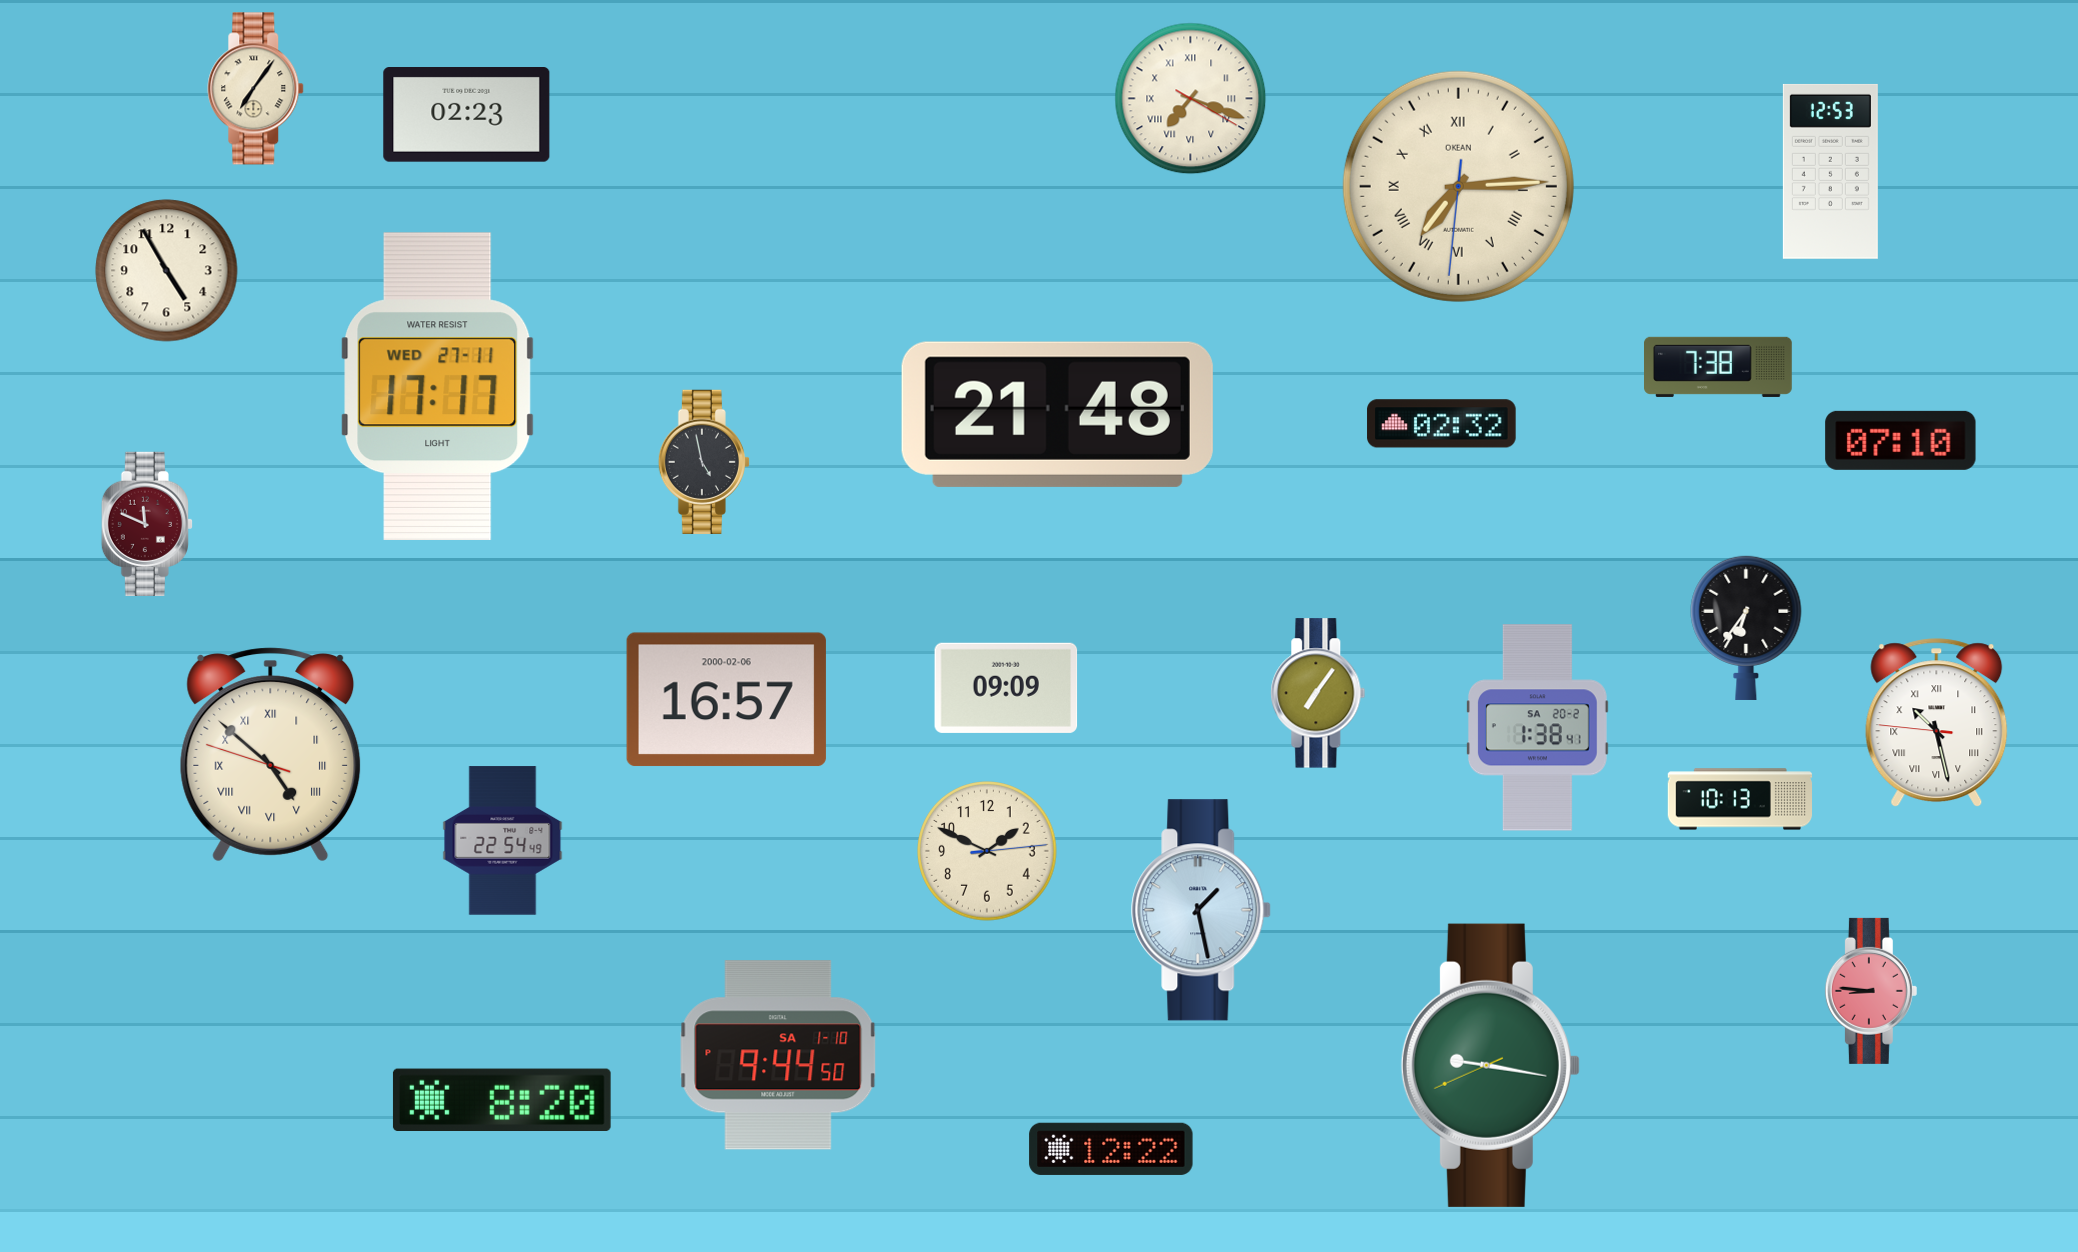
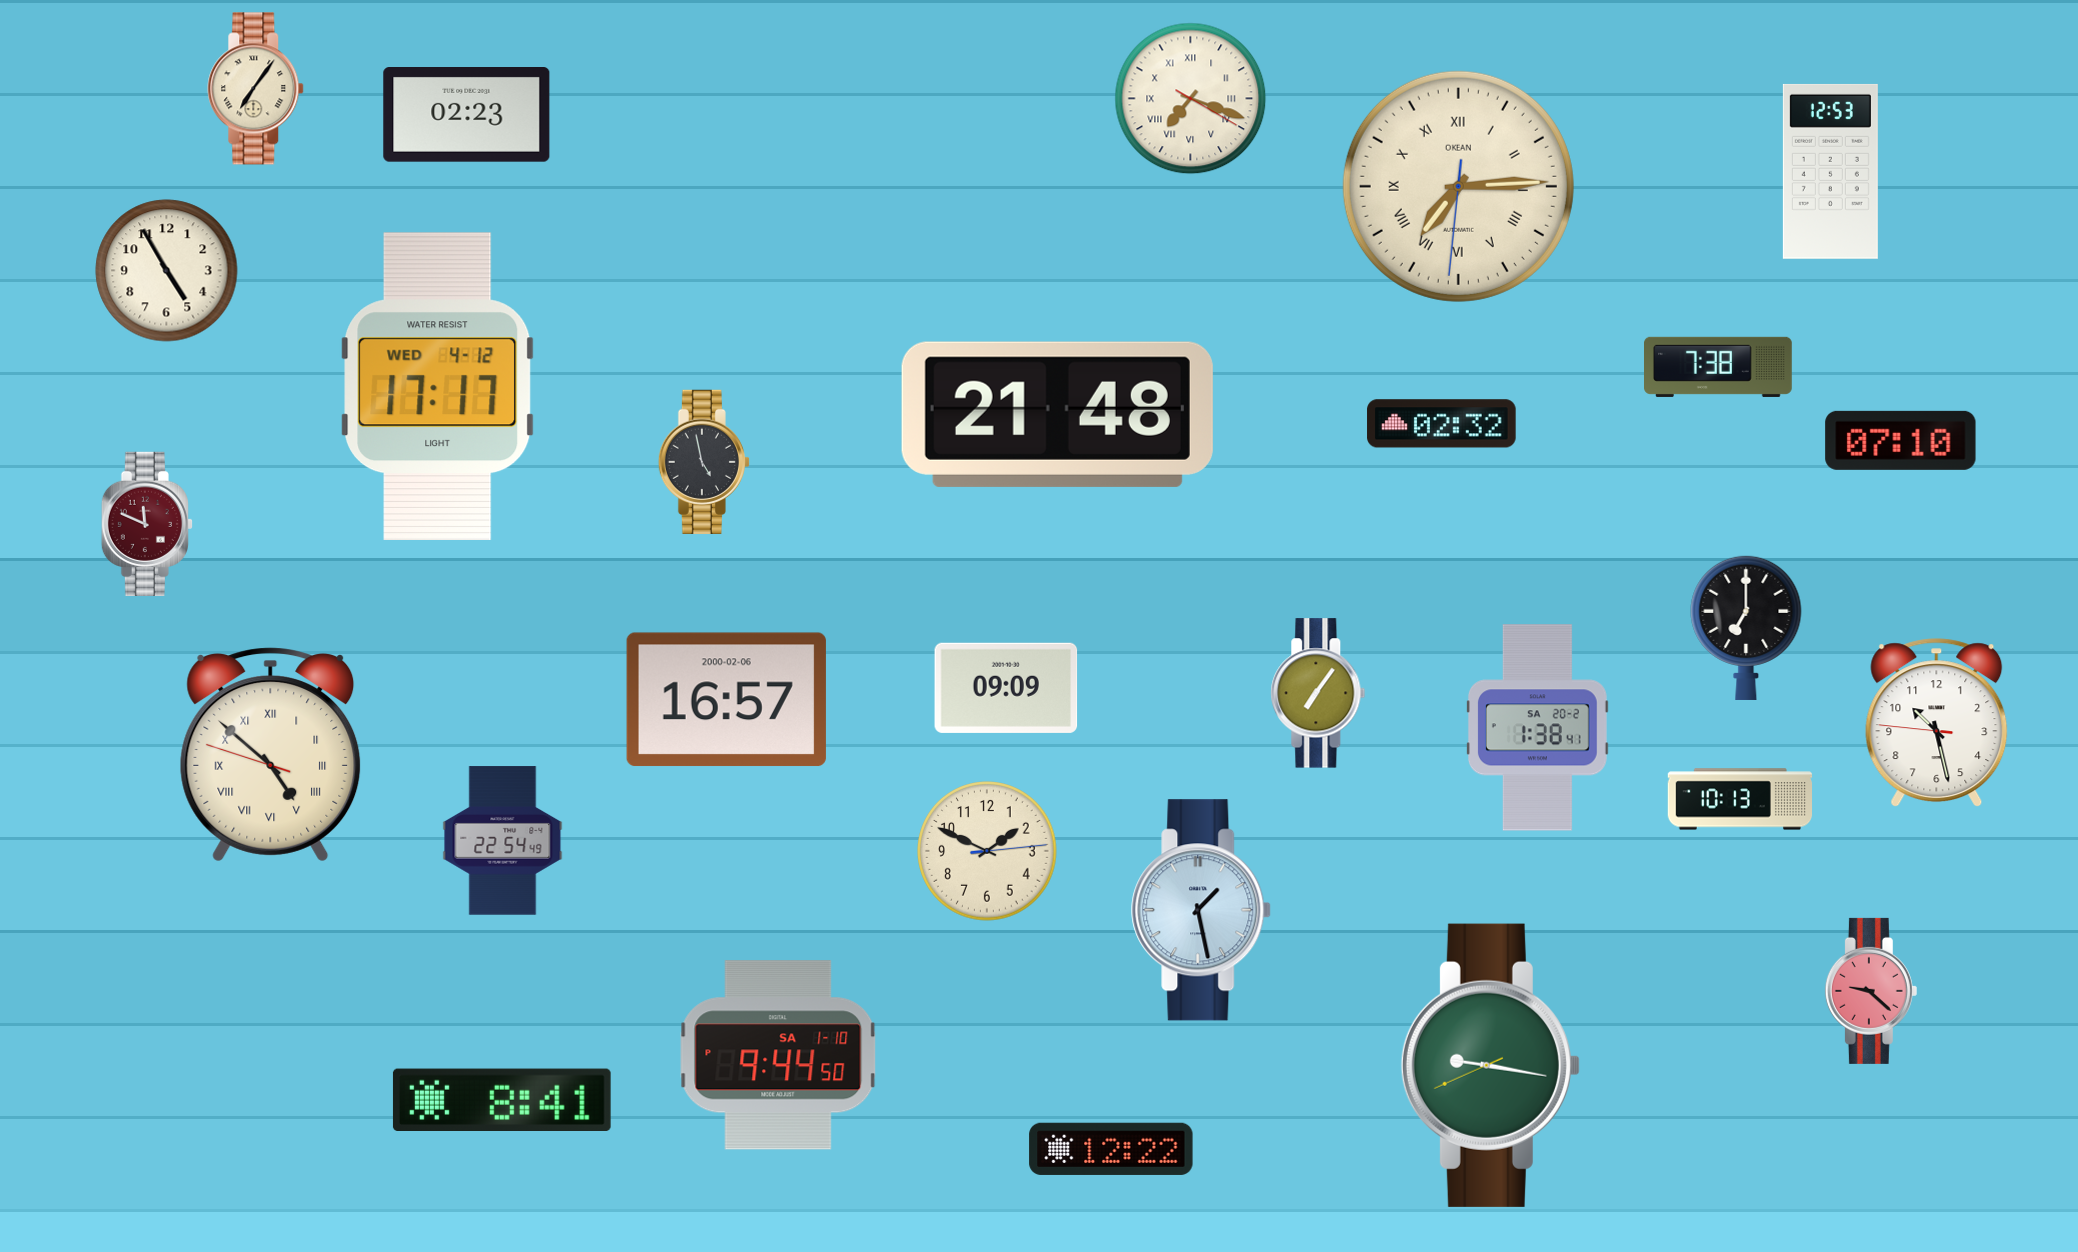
clock at (438, 386) date: WED 27-11 -> WED 4-12
clock at (1746, 627): 6:36 -> 7:00
clock at (1937, 723) numerals: Roman -> Arabic
clock at (1871, 991): 8:46 -> 9:22
clock at (502, 1099): 8:20 -> 8:41
